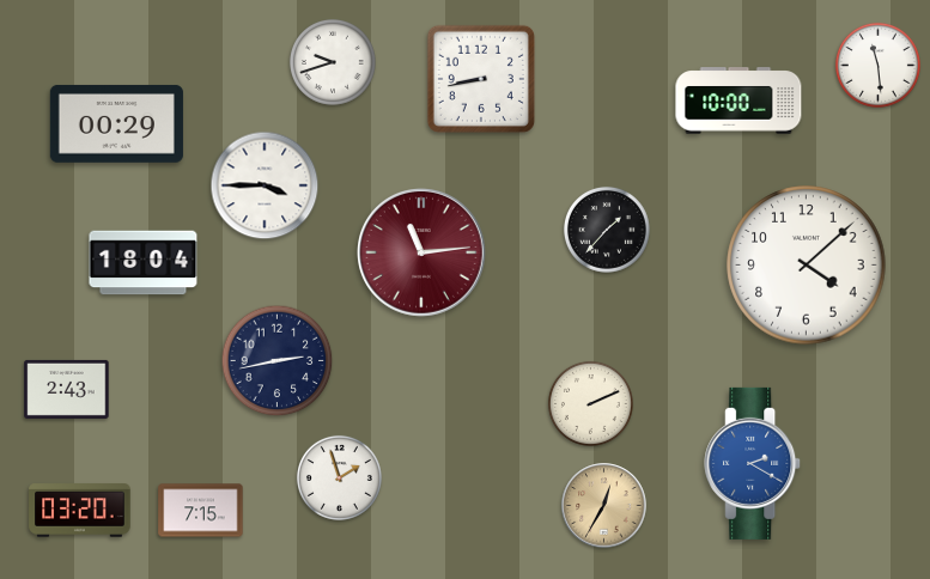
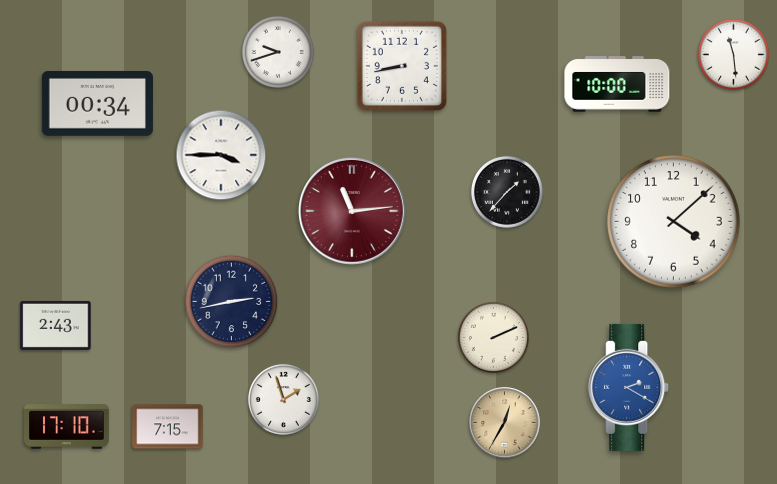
clock at (116, 123): 00:29 -> 00:34
clock at (144, 263): 18:04 -> none
clock at (80, 511): 03:20 -> 17:10
